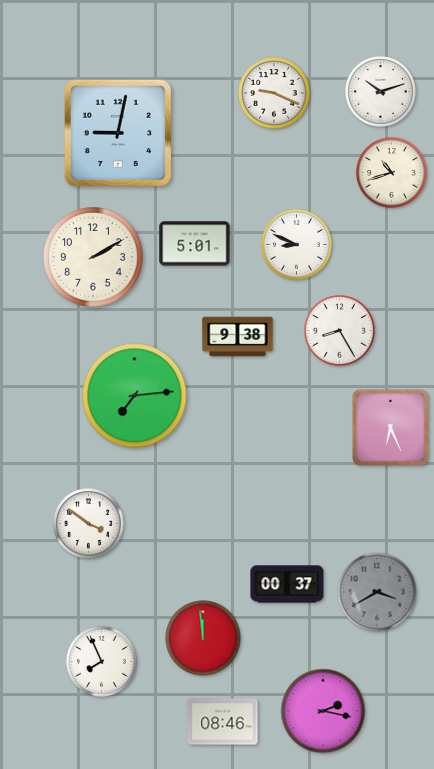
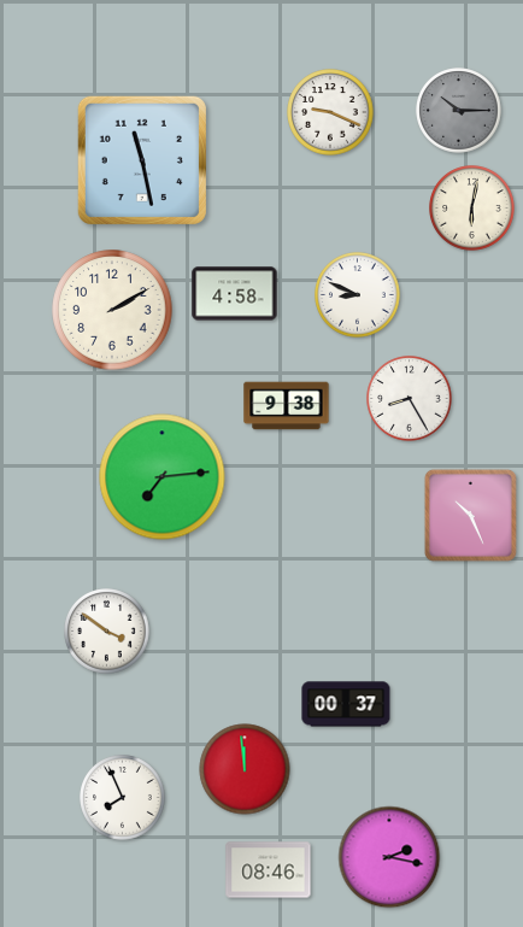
clock at (381, 92): 10:12 -> 10:15
clock at (381, 92) dial: white -> grey
clock at (118, 133): 9:02 -> 11:28
clock at (392, 173): 10:42 -> 6:02
clock at (195, 244): 5:01 -> 4:58
clock at (390, 427): 6:26 -> 10:26
clock at (377, 592): 3:40 -> none
